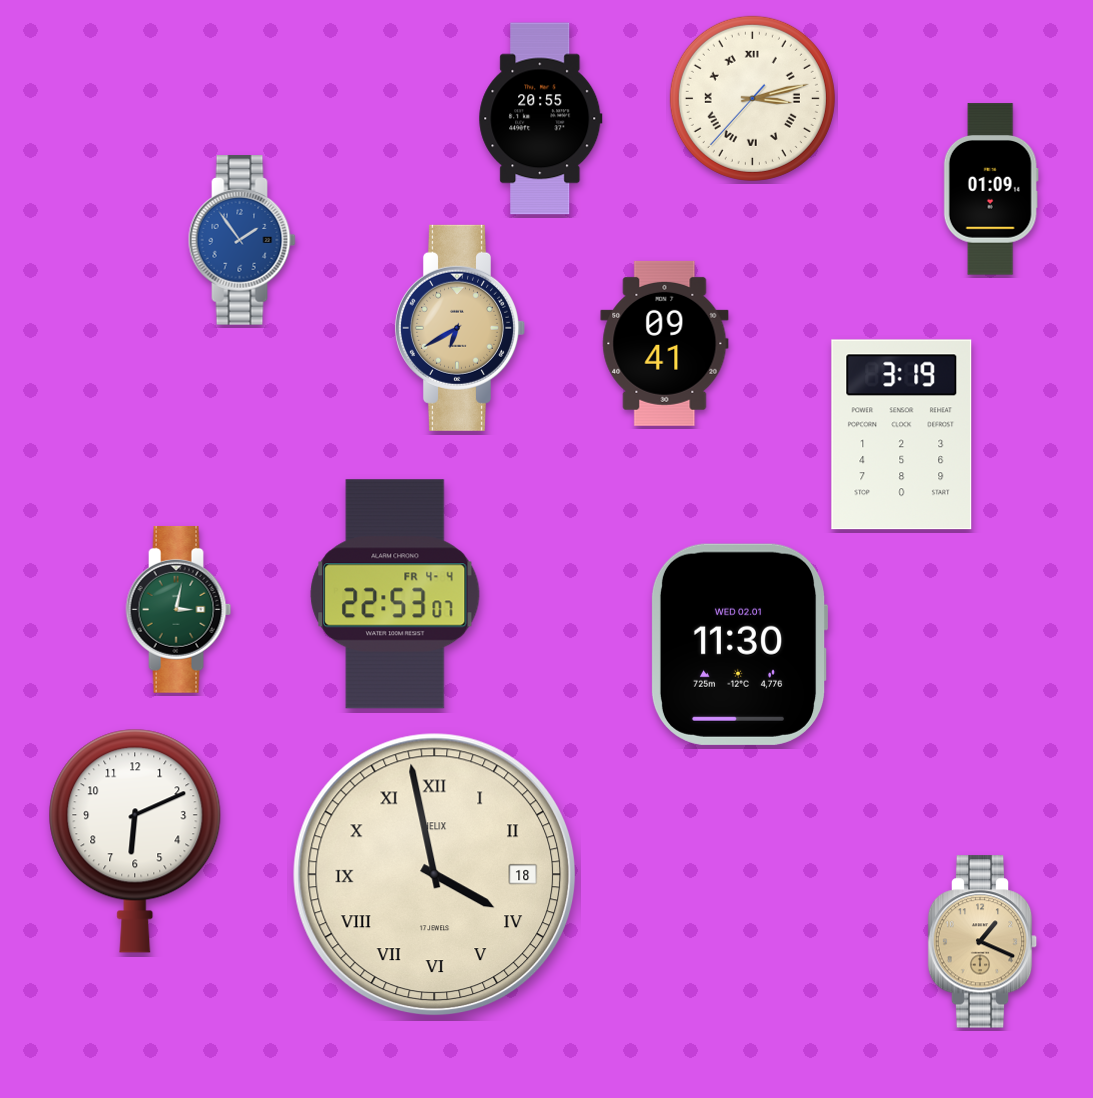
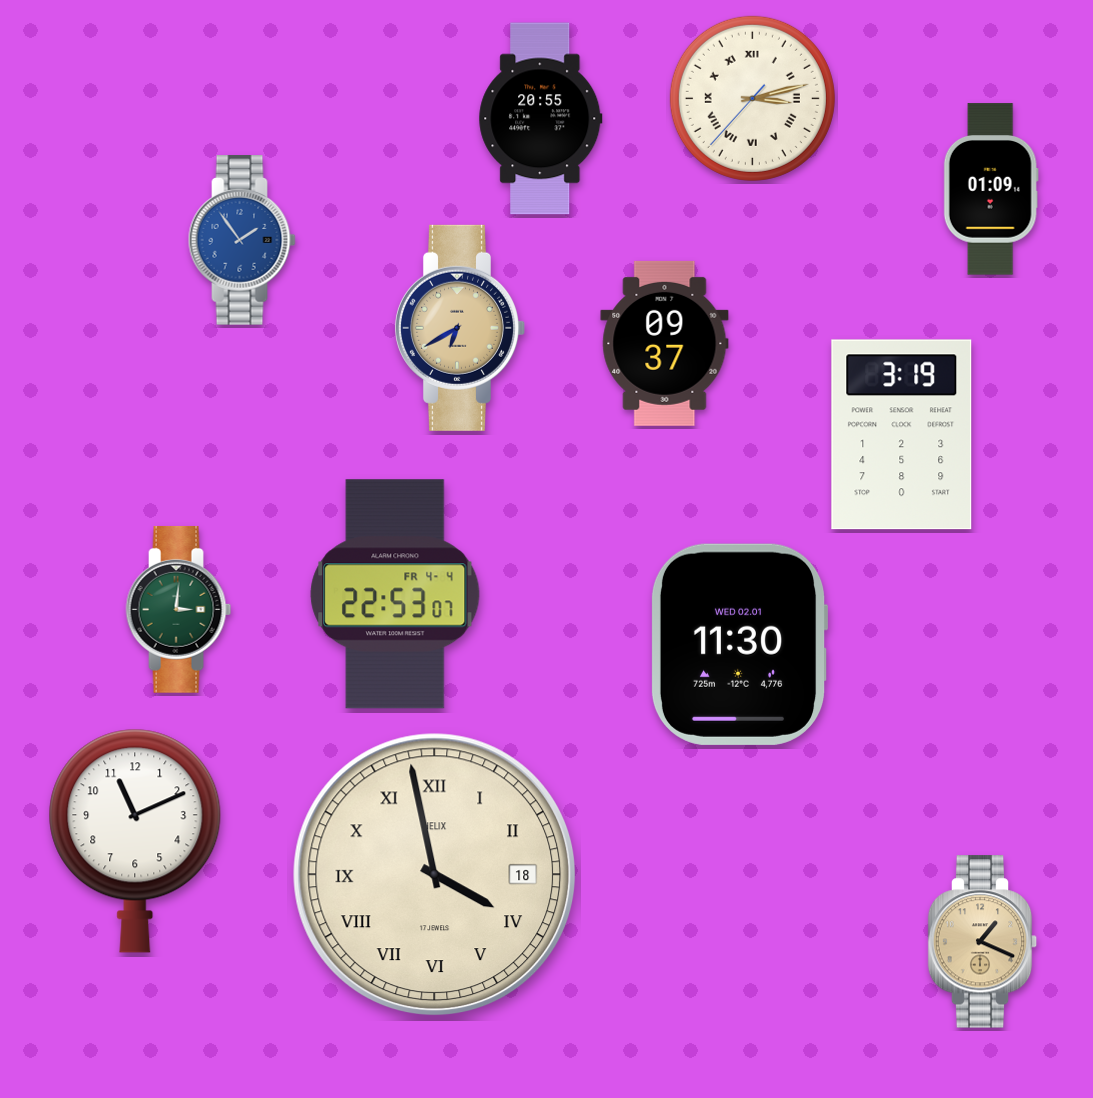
clock at (665, 343): 09:41 -> 09:37
clock at (179, 609): 3:02 -> 3:01
clock at (135, 841): 6:11 -> 11:11
